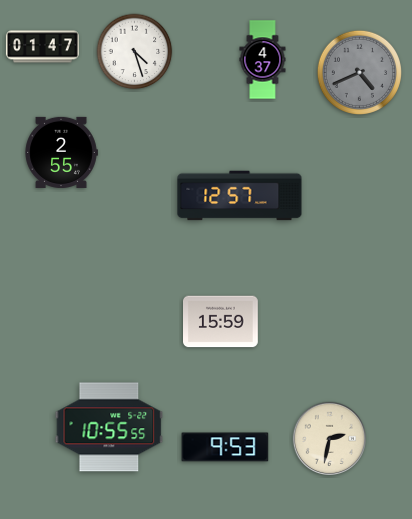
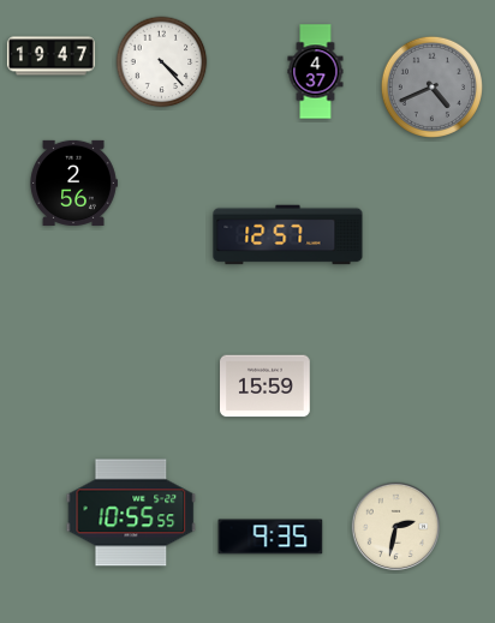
clock at (42, 47): 01:47 -> 19:47
clock at (135, 52): 4:27 -> 4:23
clock at (61, 152): 2:55 -> 2:56
clock at (225, 447): 9:53 -> 9:35
